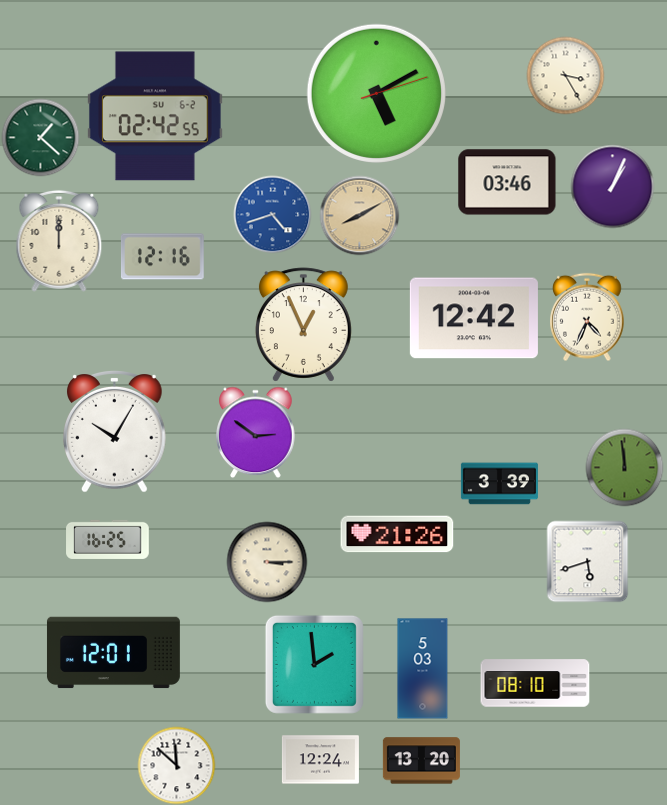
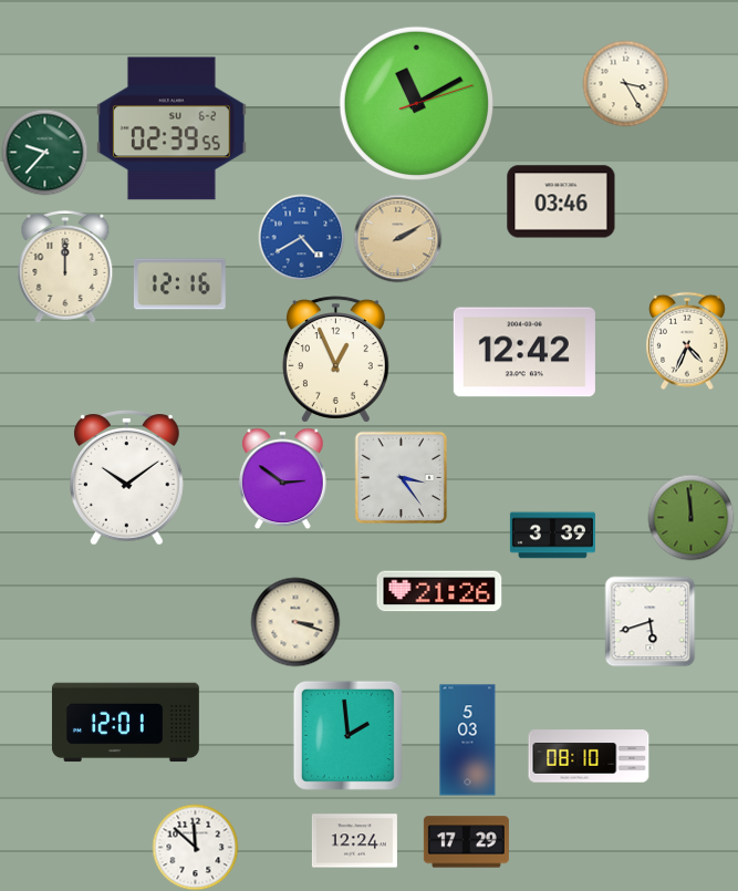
clock at (376, 93): 5:10 -> 11:10
clock at (155, 116): 02:42 -> 02:39
clock at (40, 137): 1:22 -> 9:37
clock at (612, 186): 1:04 -> none
clock at (272, 214): 4:42 -> 4:40
clock at (359, 215): 8:10 -> 2:10
clock at (587, 317) position: (587, 317) -> (687, 341)
clock at (401, 477): none -> 3:24
clock at (115, 432): 10:05 -> 10:09
clock at (108, 539): 16:25 -> none
clock at (267, 562): 3:15 -> 3:18
clock at (535, 683) position: (535, 683) -> (589, 756)
clock at (421, 761): 13:20 -> 17:29
